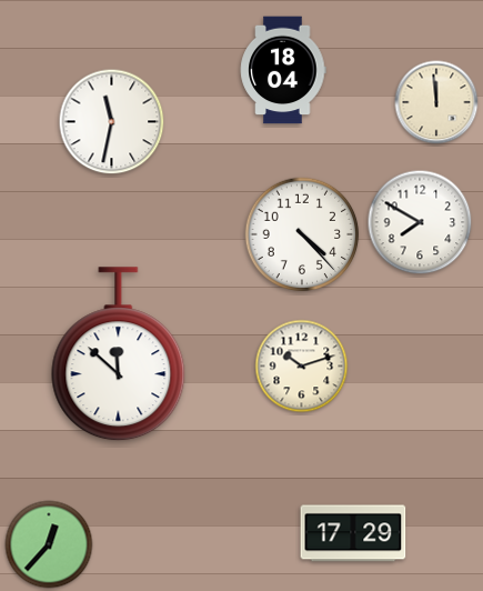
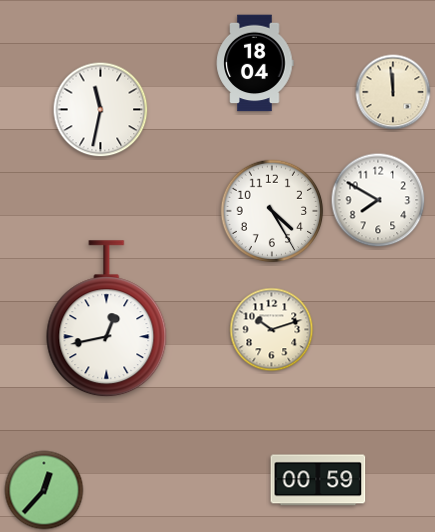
clock at (302, 234): 4:23 -> 4:25
clock at (119, 354): 11:52 -> 12:43
clock at (353, 533): 17:29 -> 00:59
